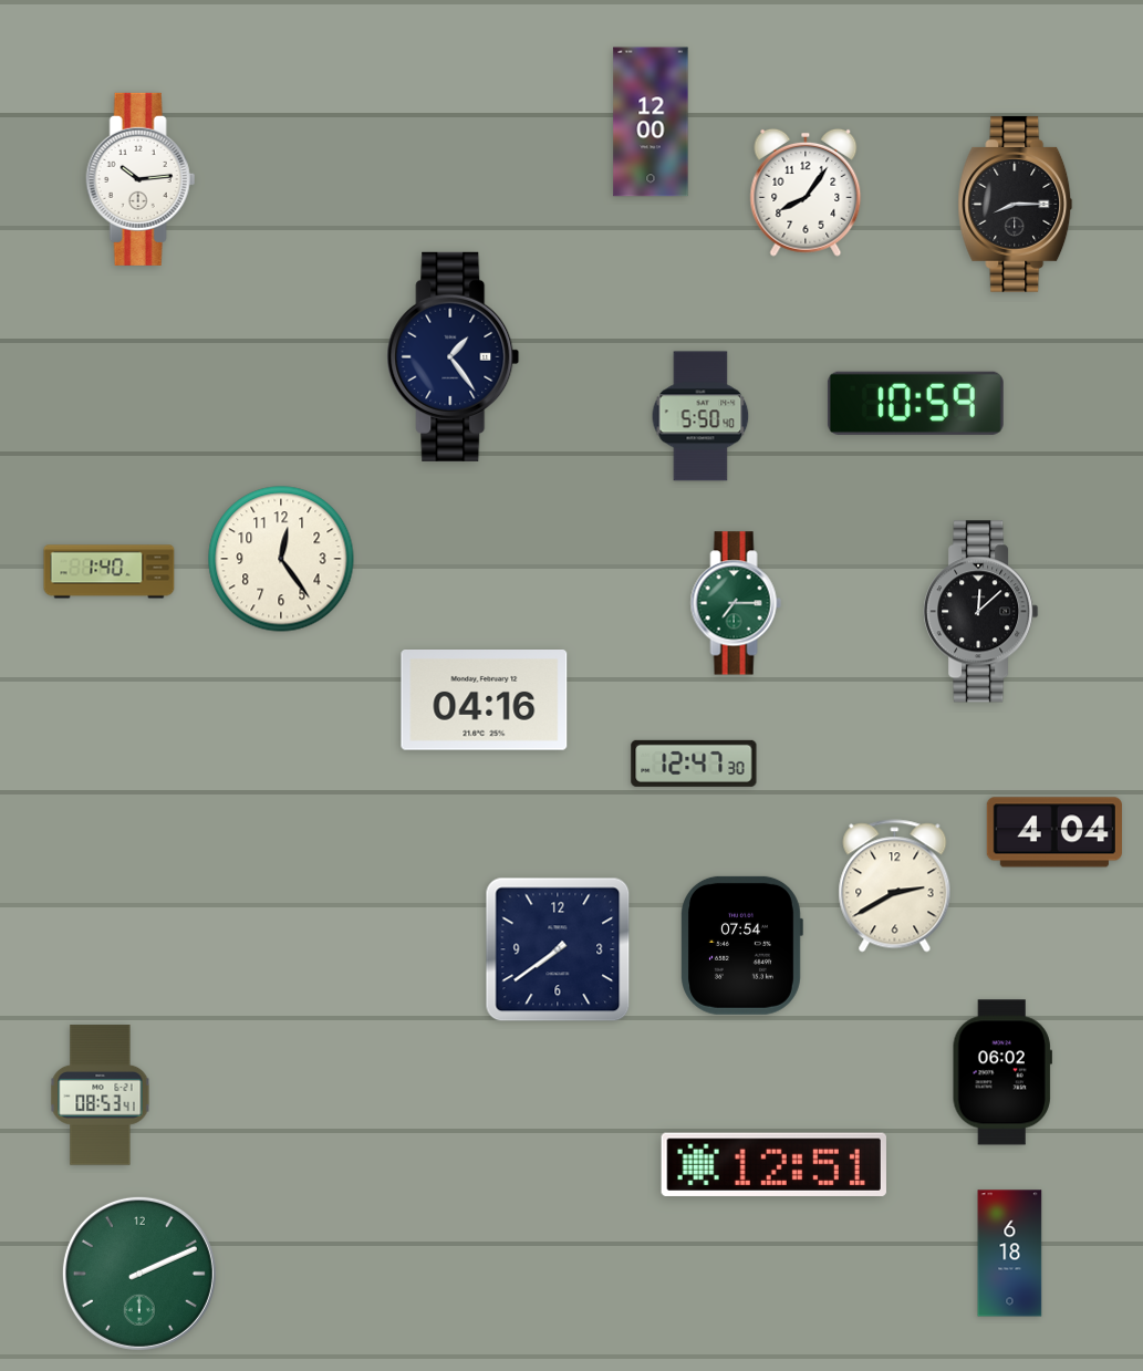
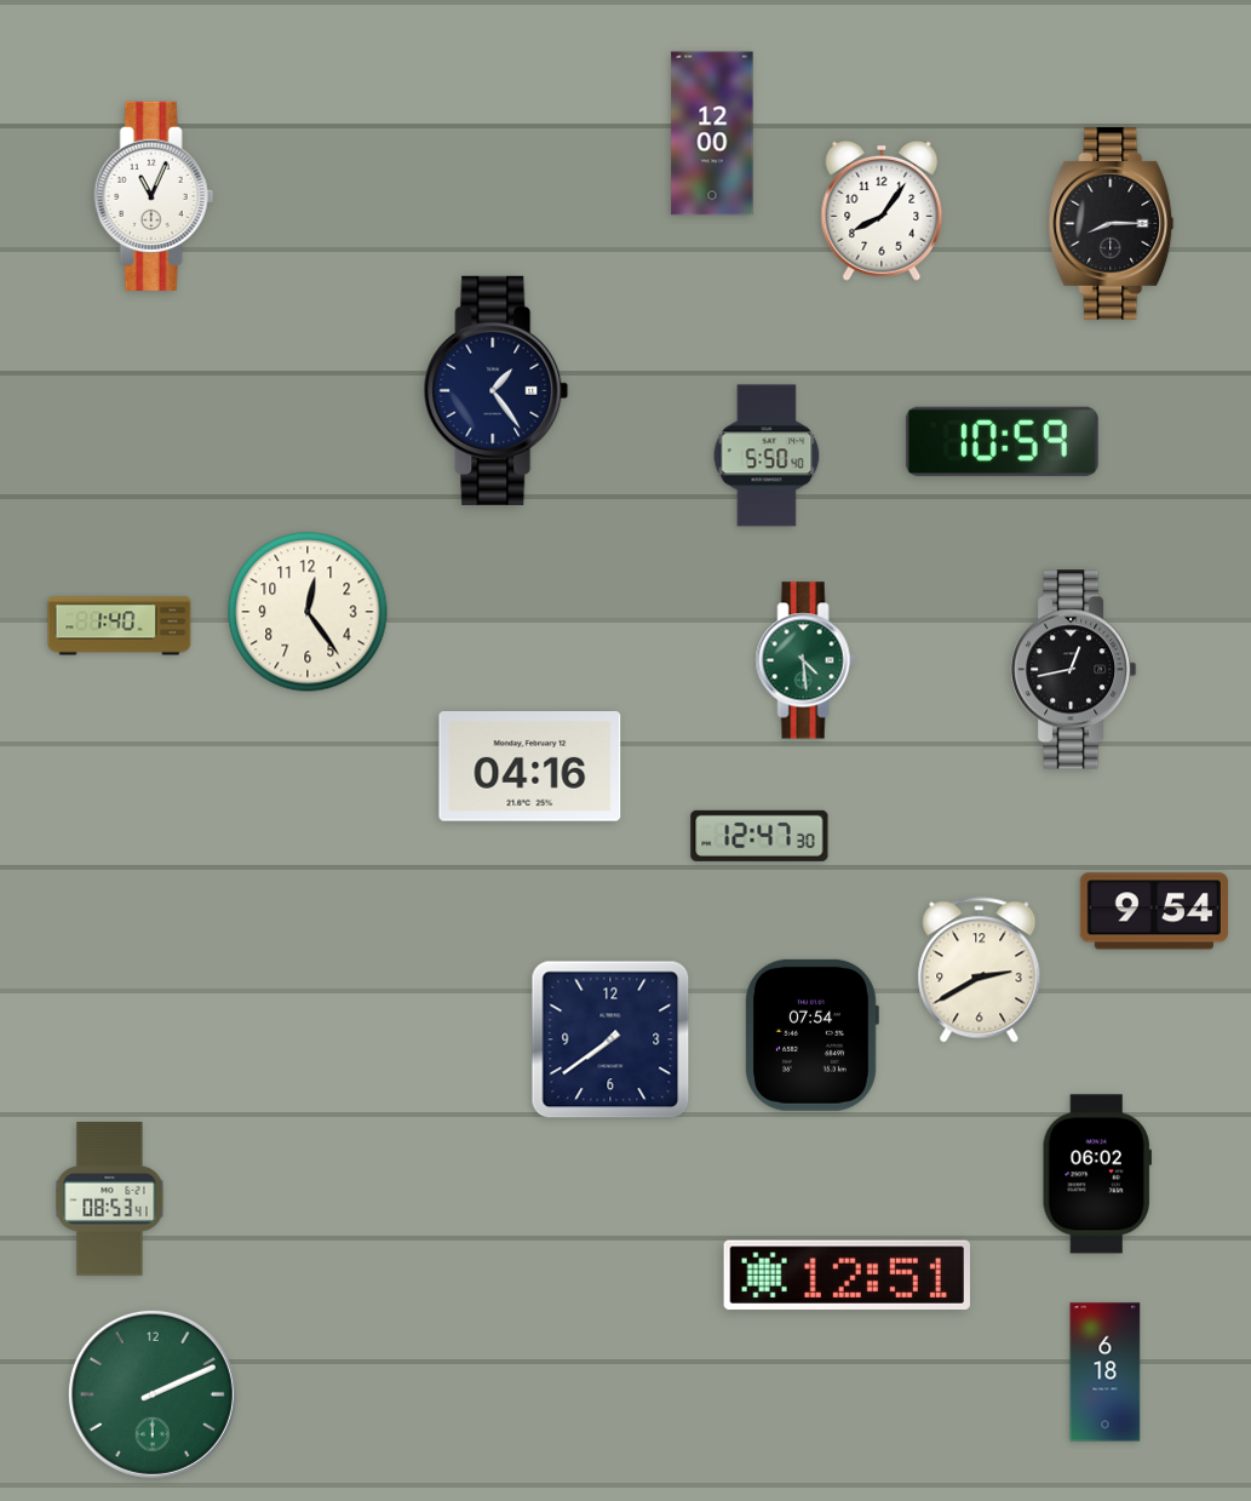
clock at (141, 179): 10:14 -> 11:04
clock at (736, 603): 7:15 -> 4:29
clock at (981, 612): 12:08 -> 12:43
clock at (1054, 832): 4:04 -> 9:54
